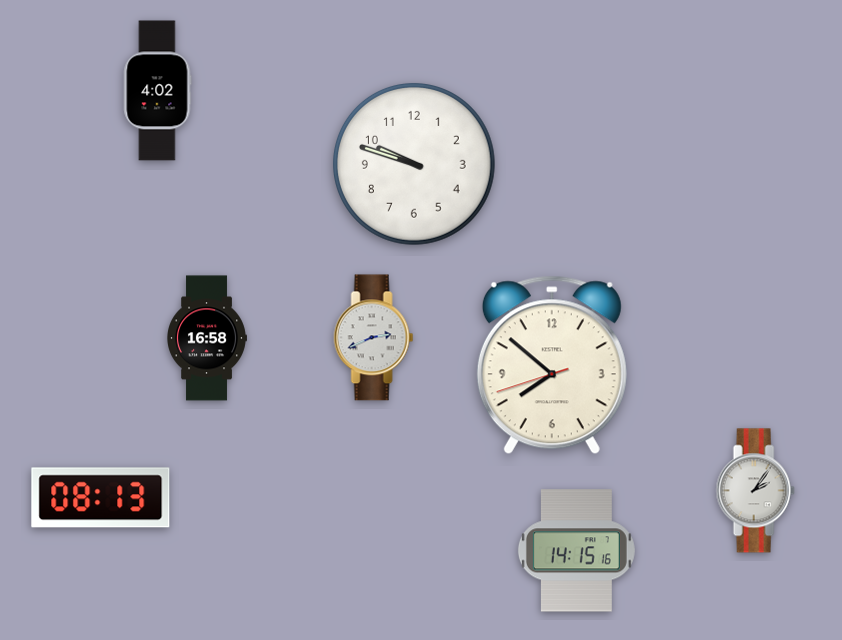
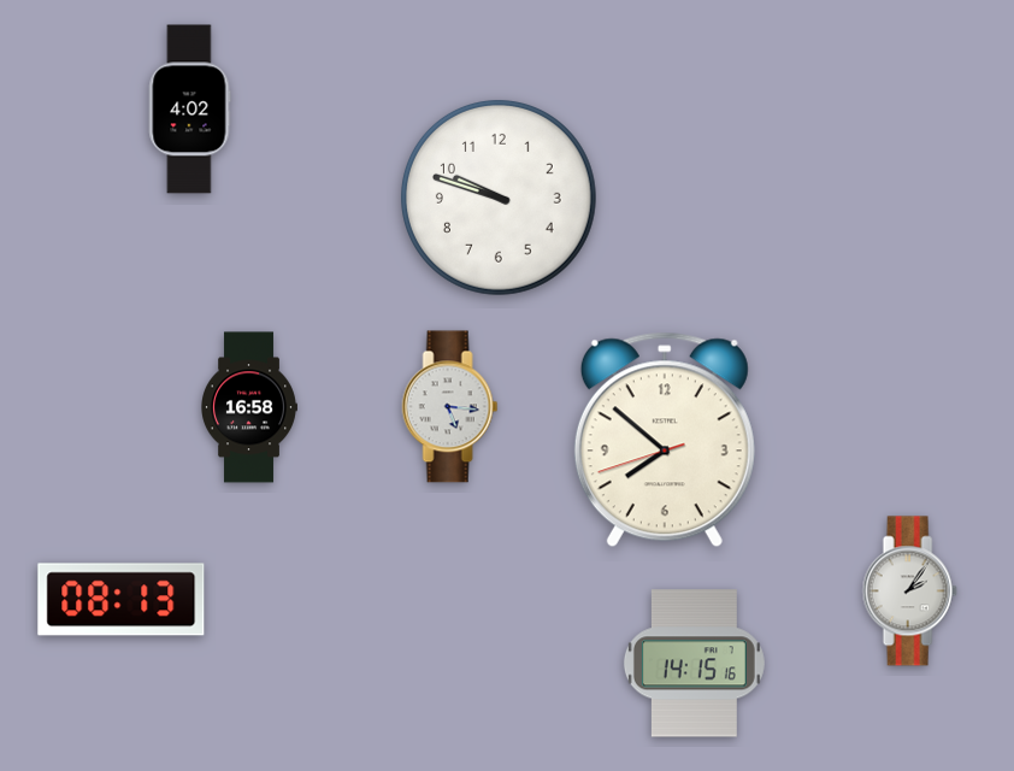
clock at (374, 338): 2:41 -> 5:16
